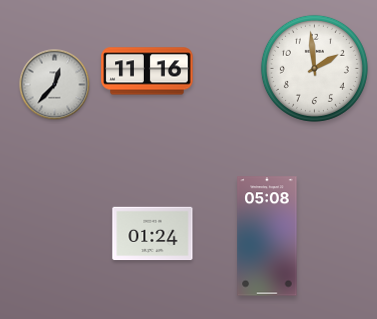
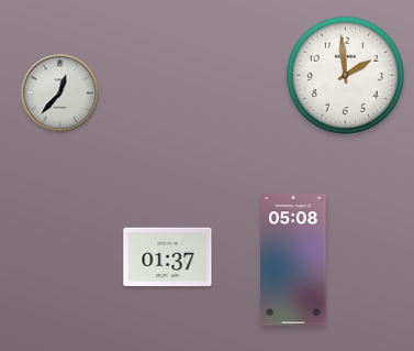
clock at (147, 71): 11:16 -> none
clock at (153, 234): 01:24 -> 01:37
